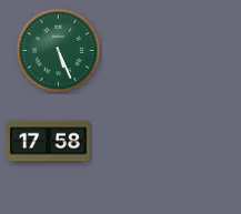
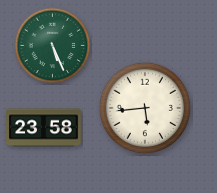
clock at (145, 108): none -> 5:44
clock at (49, 142): 17:58 -> 23:58
